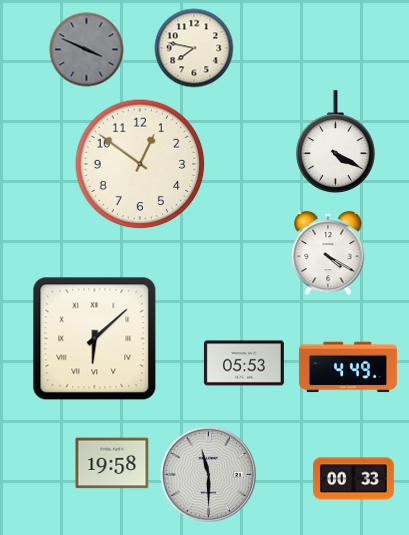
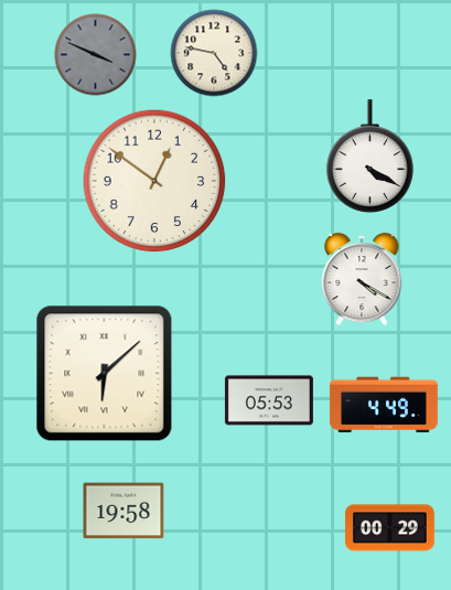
clock at (194, 48): 7:47 -> 4:47
clock at (209, 475): 11:30 -> none
clock at (353, 479): 00:33 -> 00:29
